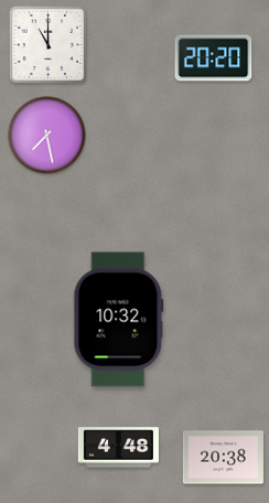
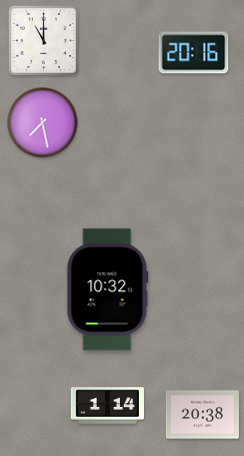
clock at (214, 58): 20:20 -> 20:16
clock at (118, 448): 4:48 -> 1:14
